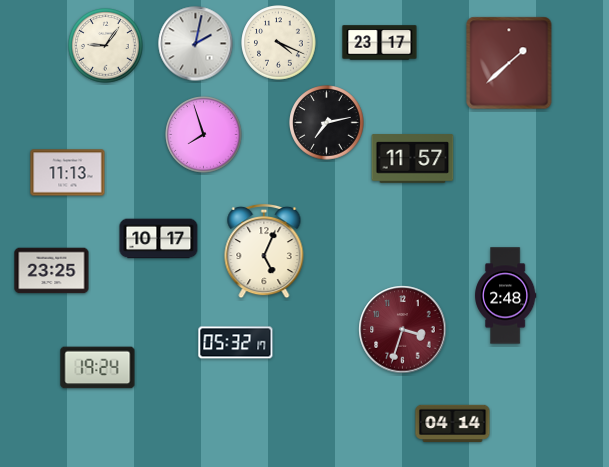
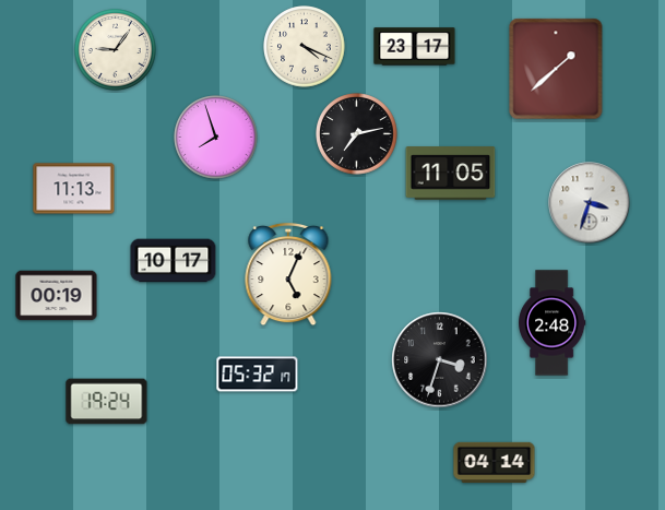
clock at (196, 44): 2:02 -> none
clock at (204, 135) position: (204, 135) -> (216, 138)
clock at (413, 159): 11:57 -> 11:05
clock at (590, 203): none -> 3:33
clock at (52, 271): 23:25 -> 00:19
clock at (403, 330) dial: burgundy -> black
